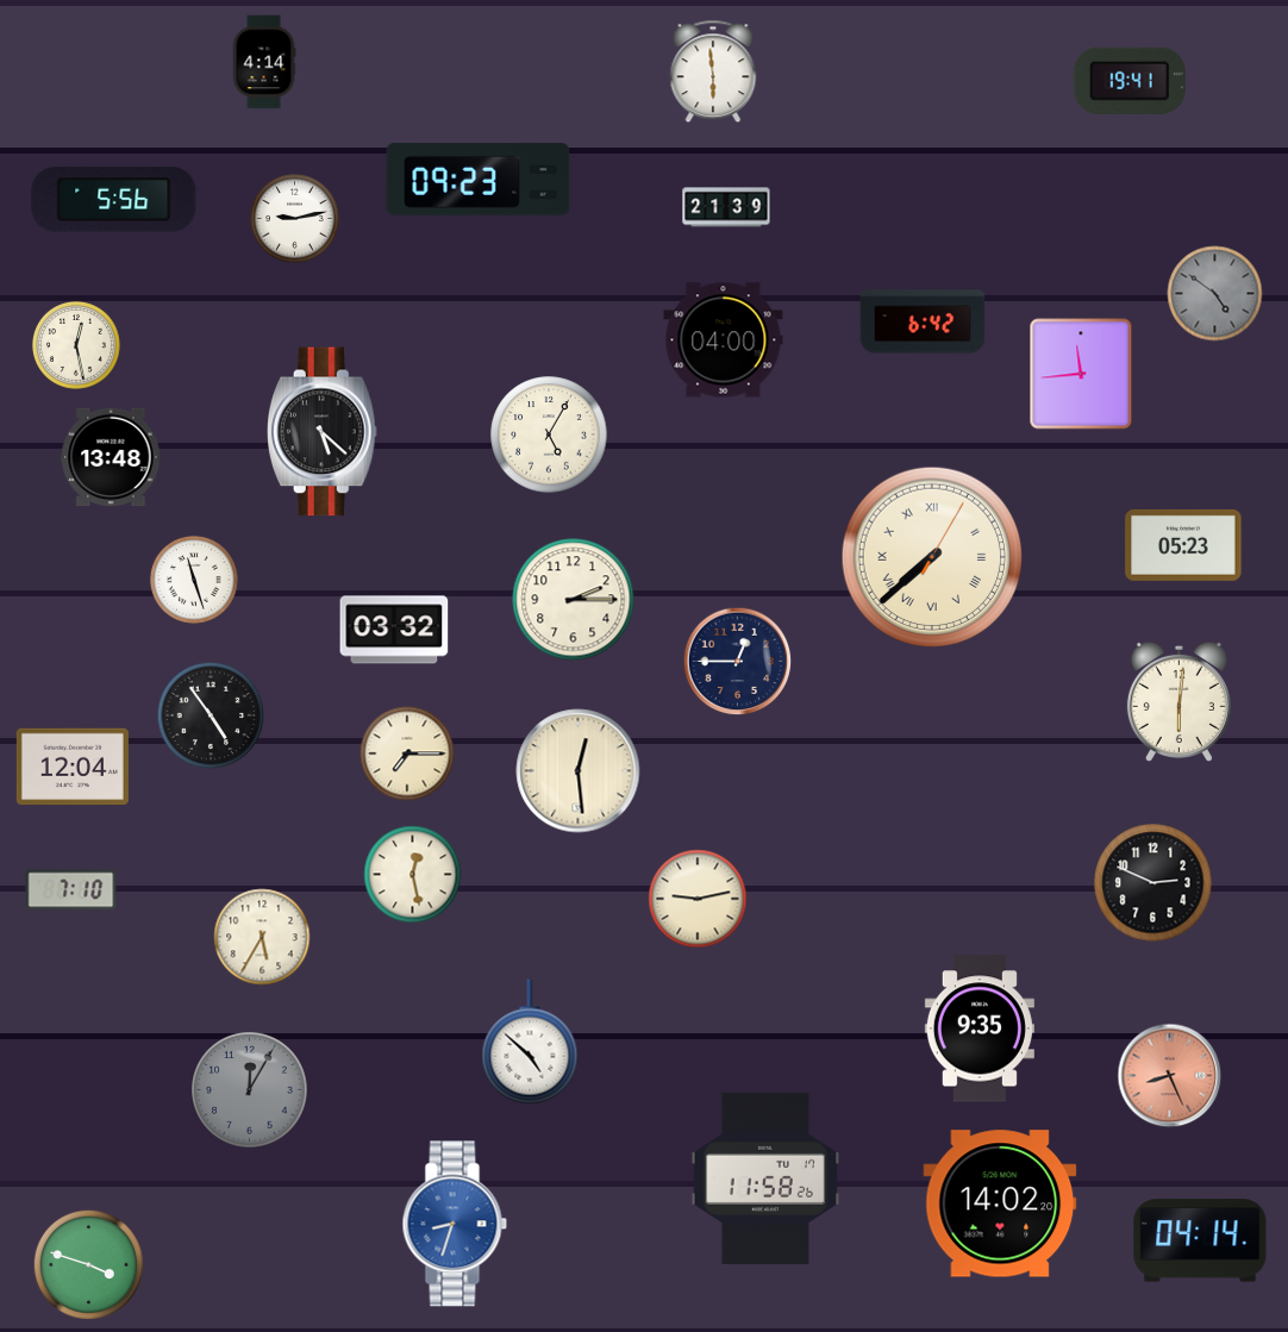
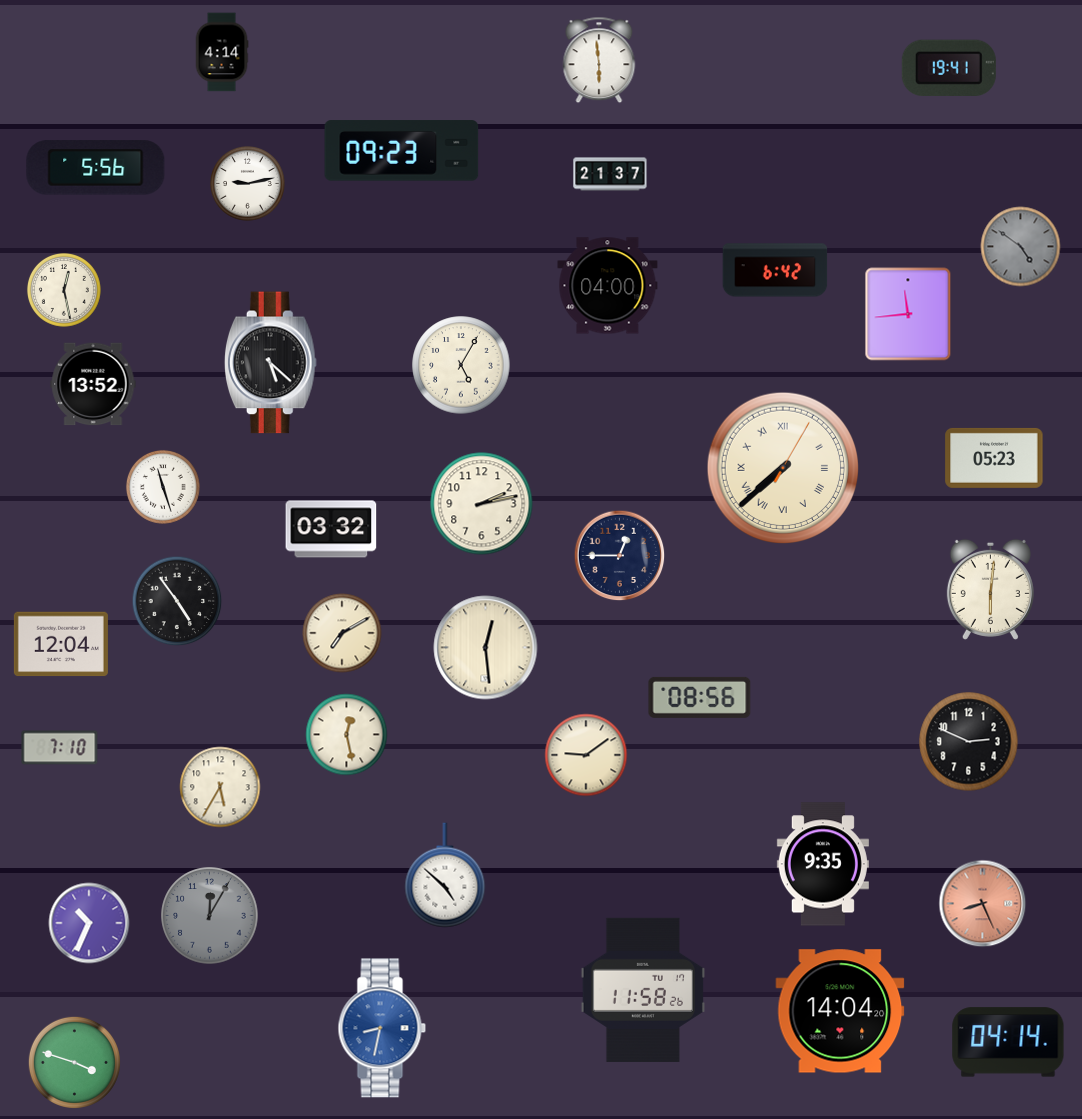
clock at (726, 207): 21:39 -> 21:37
clock at (111, 457): 13:48 -> 13:52
clock at (574, 600): 2:15 -> 2:13
clock at (407, 753): 7:15 -> 7:10
clock at (700, 697): none -> 08:56
clock at (698, 899): 9:13 -> 9:09
clock at (89, 923): none -> 10:34
clock at (1000, 1203): 14:02 -> 14:04
clock at (455, 1224): 8:33 -> 8:32
